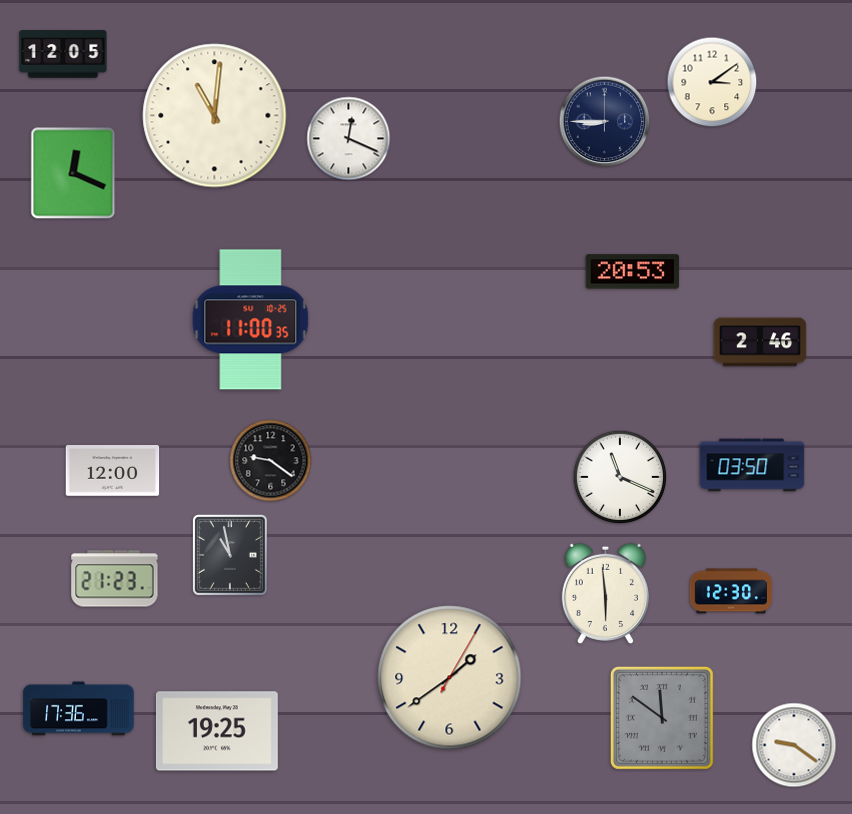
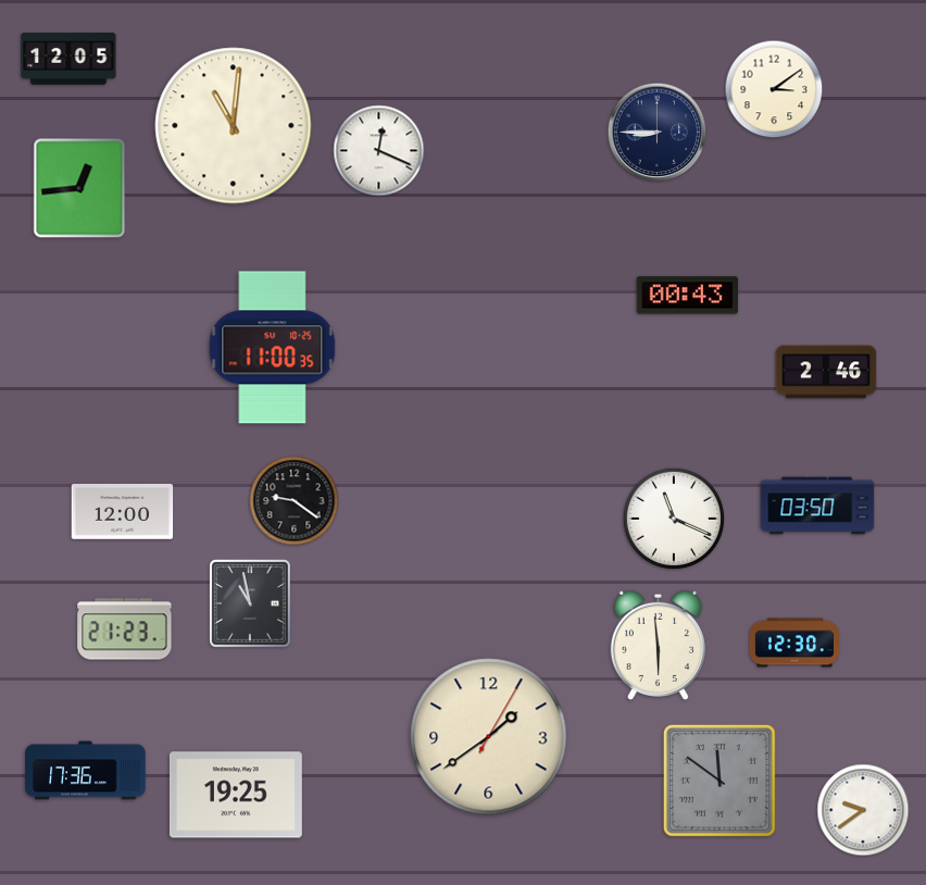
clock at (73, 173): 12:19 -> 12:44
clock at (633, 272): 20:53 -> 00:43
clock at (794, 745): 9:21 -> 9:39
